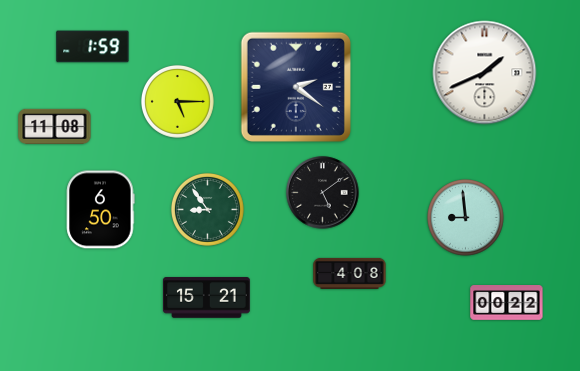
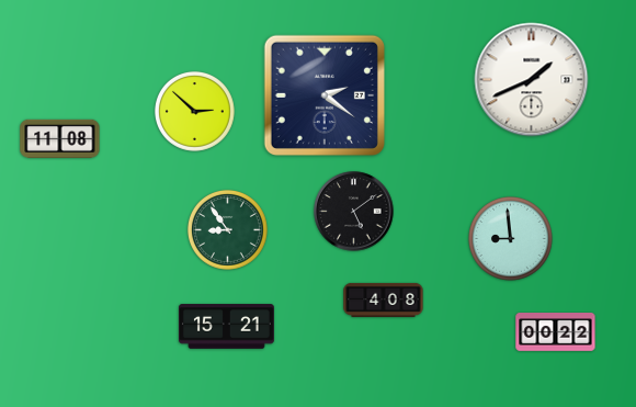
clock at (93, 47): 1:59 -> none
clock at (177, 101): 5:15 -> 2:52
clock at (100, 210): 6:50 -> none
